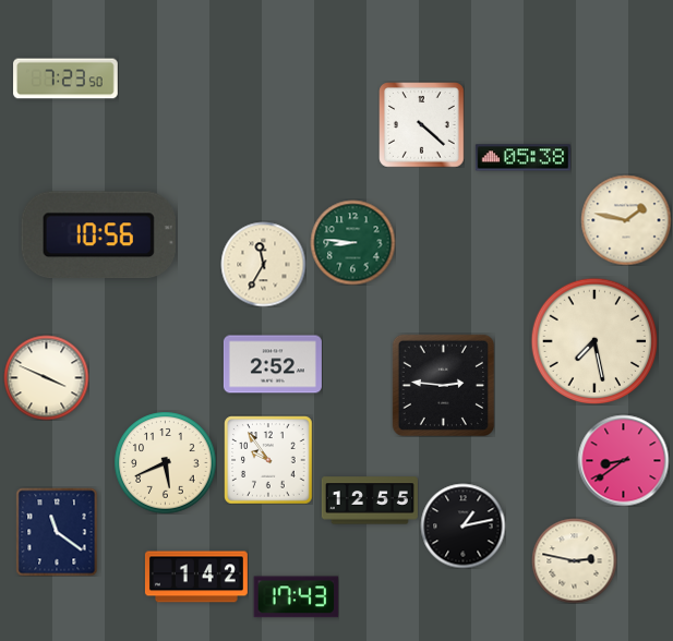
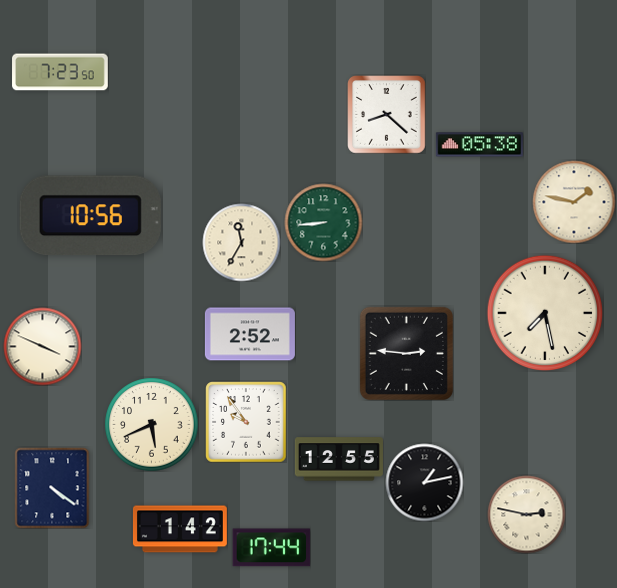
clock at (421, 124): 4:22 -> 8:22
clock at (352, 242): 8:46 -> 8:44
clock at (623, 460): 8:39 -> none
clock at (57, 532): 11:21 -> 4:21
clock at (296, 597): 17:43 -> 17:44
